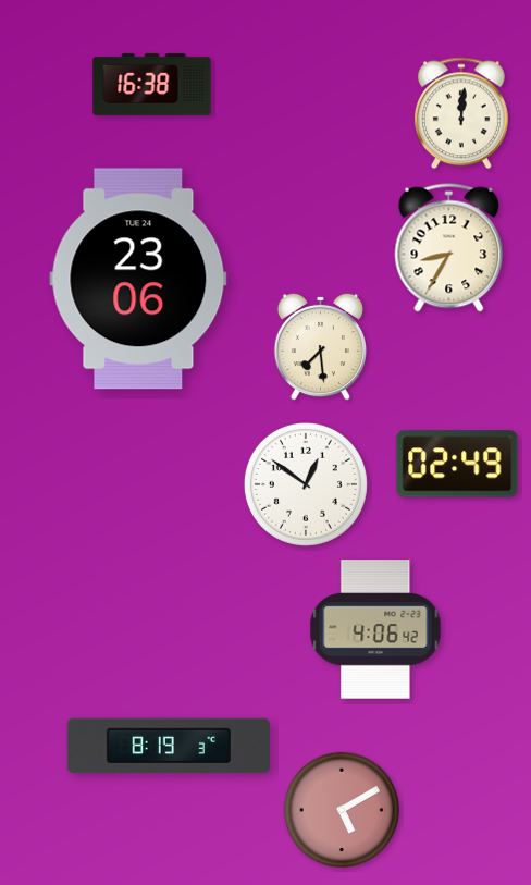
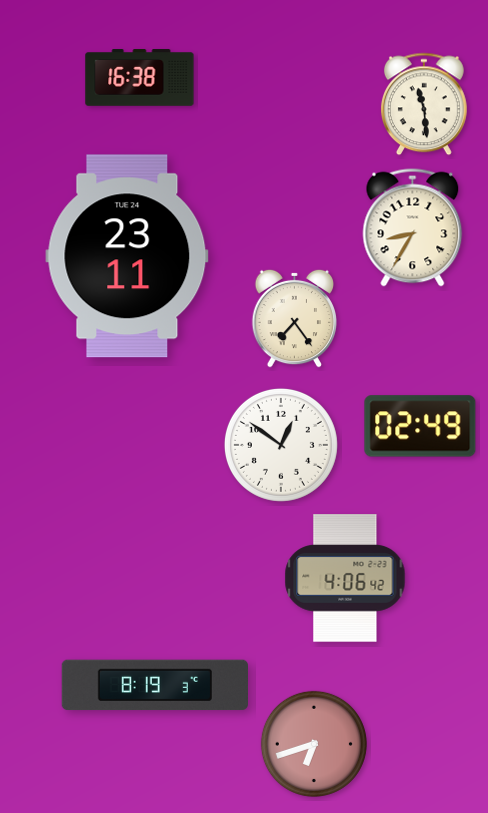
clock at (461, 113): 12:01 -> 11:29
clock at (138, 279): 23:06 -> 23:11
clock at (320, 346): 7:29 -> 7:24
clock at (342, 810): 5:10 -> 6:42
